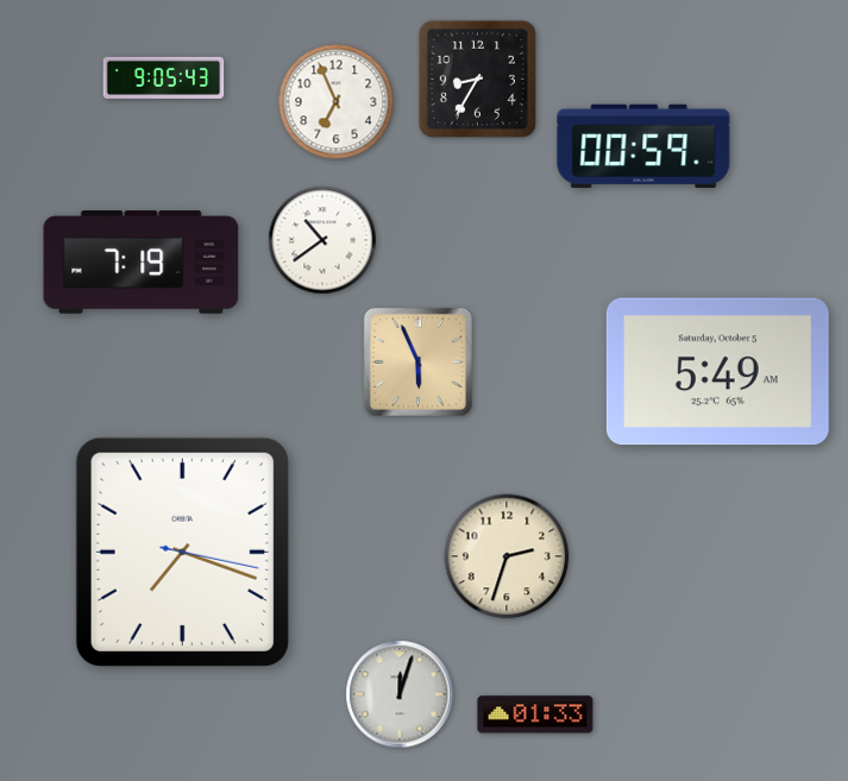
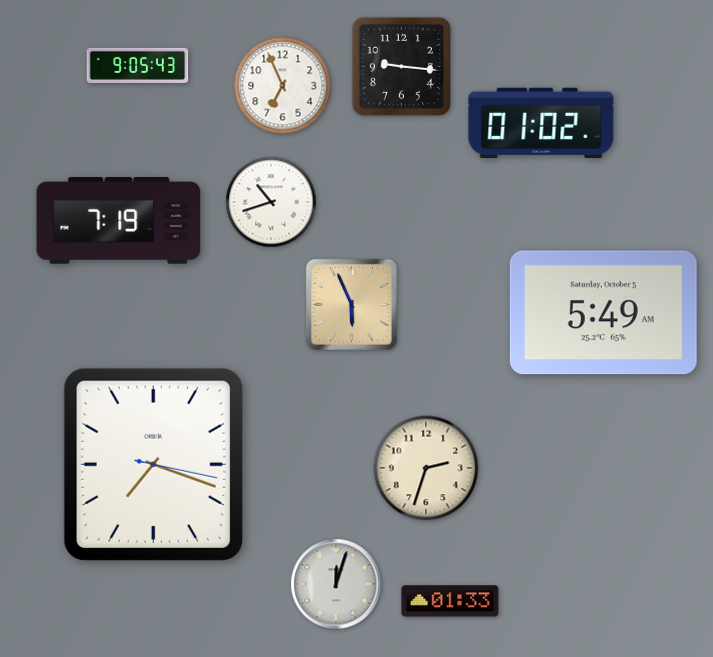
clock at (477, 78): 8:35 -> 9:16
clock at (643, 145): 00:59 -> 01:02
clock at (322, 240): 10:39 -> 10:42
